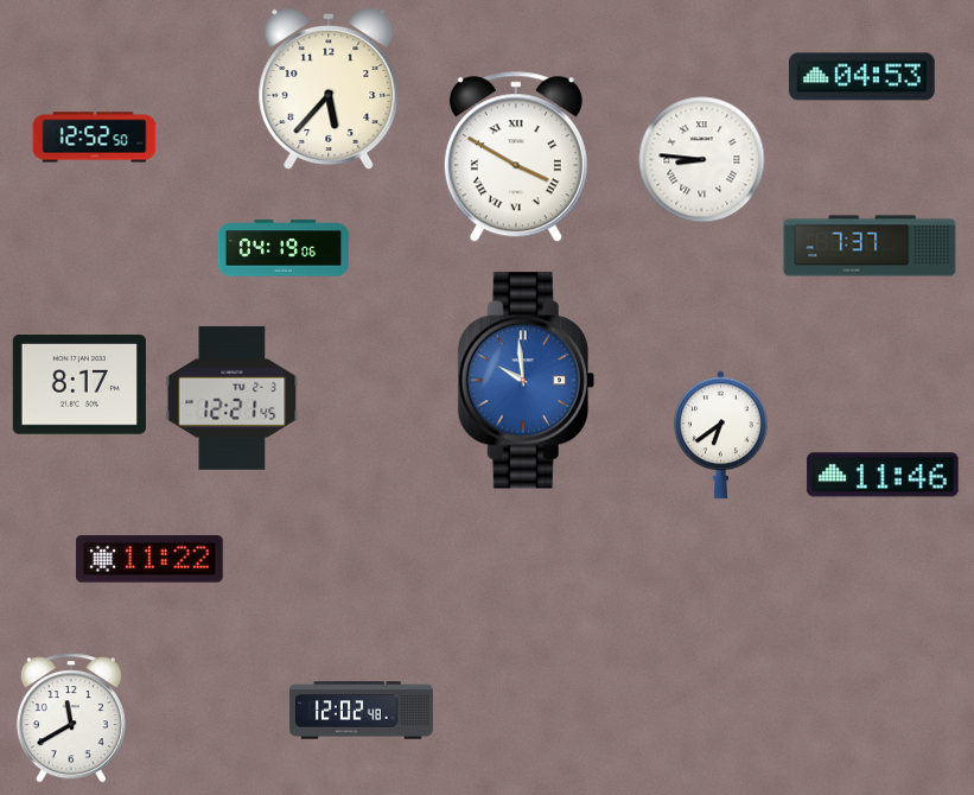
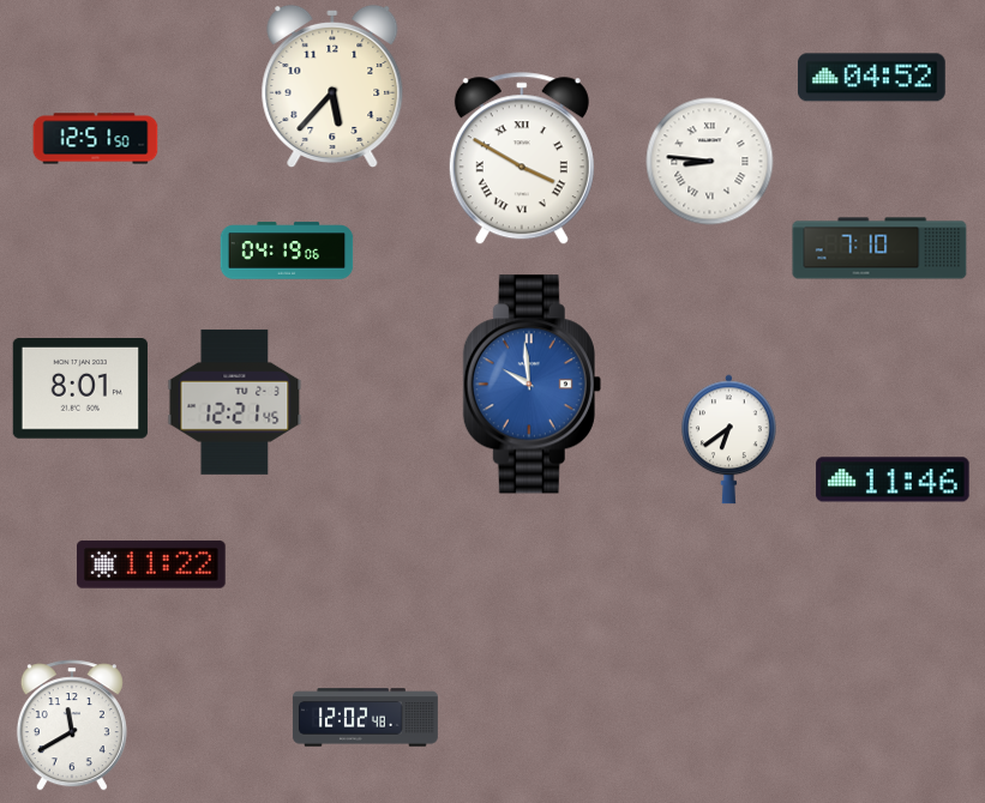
clock at (861, 77): 04:53 -> 04:52
clock at (329, 88) position: (329, 88) -> (332, 85)
clock at (95, 138): 12:52 -> 12:51
clock at (870, 246): 7:37 -> 7:10
clock at (79, 386): 8:17 -> 8:01
